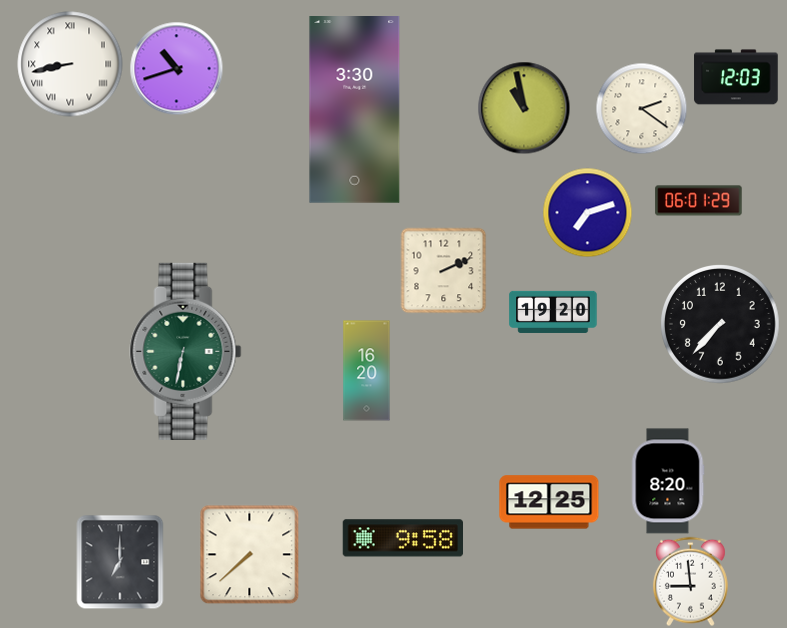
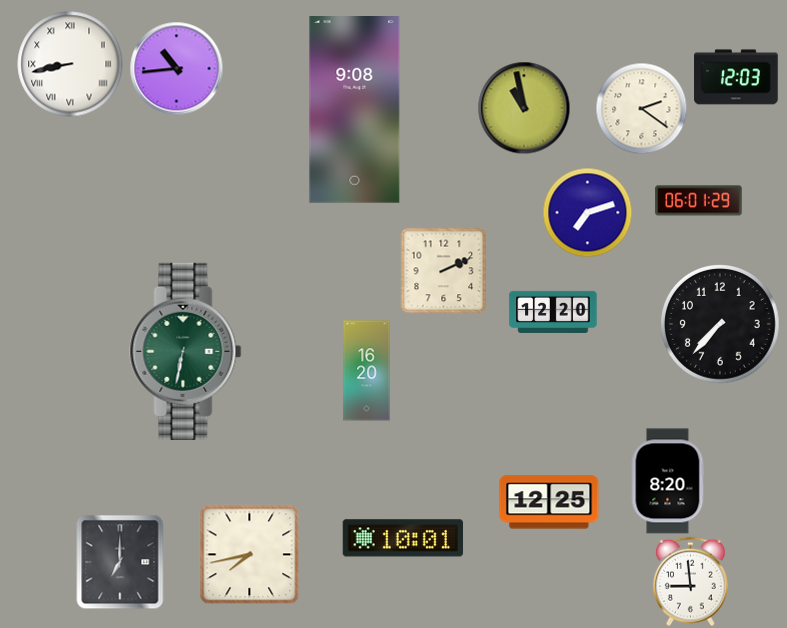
clock at (176, 68): 10:42 -> 10:44
clock at (355, 110): 3:30 -> 9:08
clock at (553, 312): 19:20 -> 12:20
clock at (402, 538): 9:58 -> 10:01
clock at (249, 554): 7:38 -> 7:43
